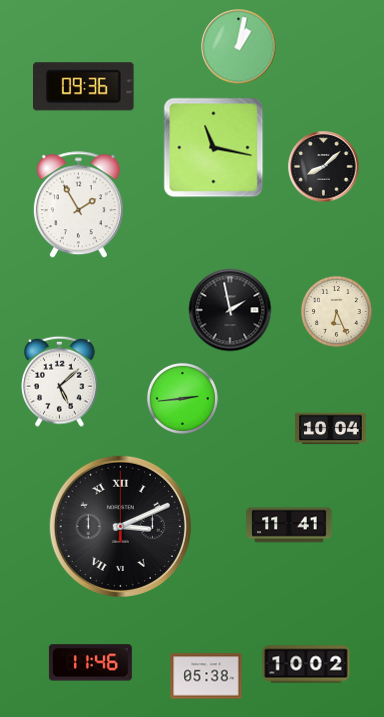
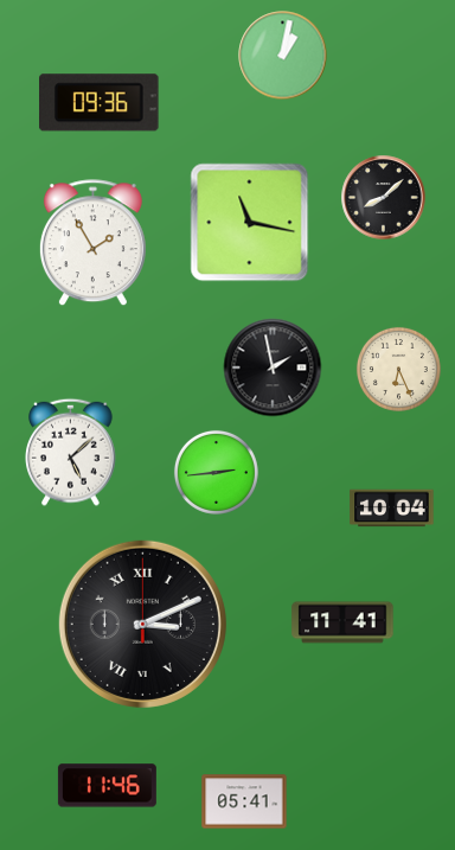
clock at (214, 148) position: (214, 148) -> (250, 223)
clock at (306, 664): 10:02 -> none
clock at (206, 676): 05:38 -> 05:41
